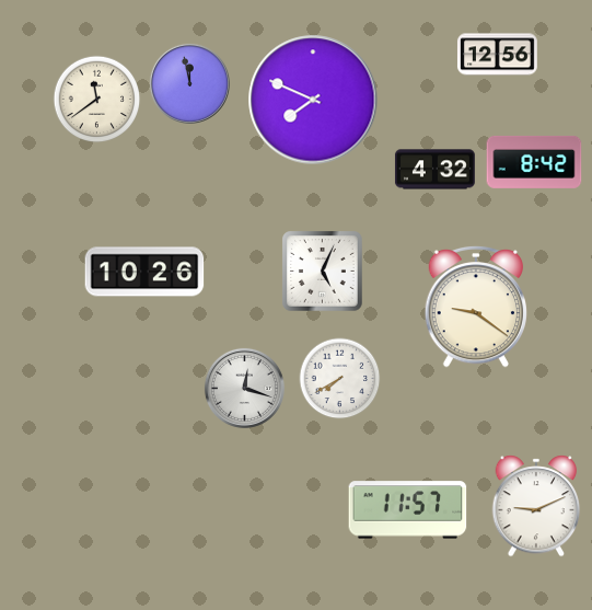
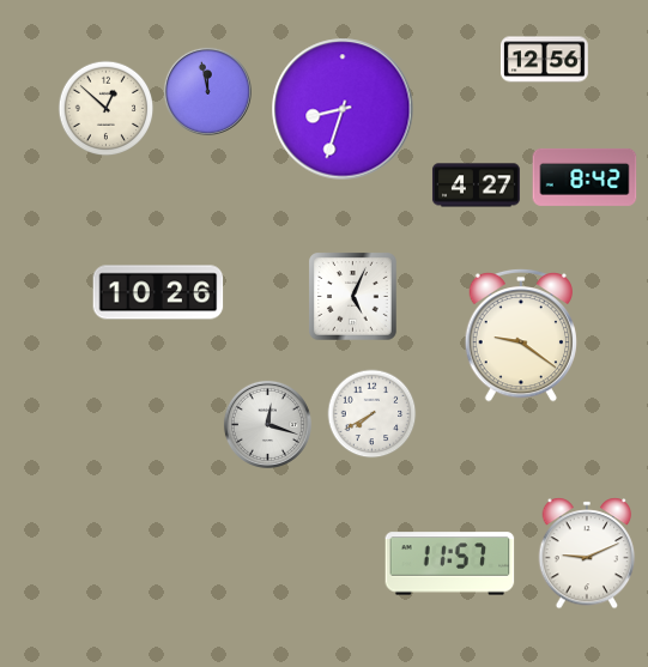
clock at (97, 100): 11:39 -> 12:52
clock at (313, 100): 7:49 -> 8:33
clock at (436, 170): 4:32 -> 4:27
clock at (144, 272) position: (144, 272) -> (158, 292)
clock at (408, 510) position: (408, 510) -> (450, 564)
